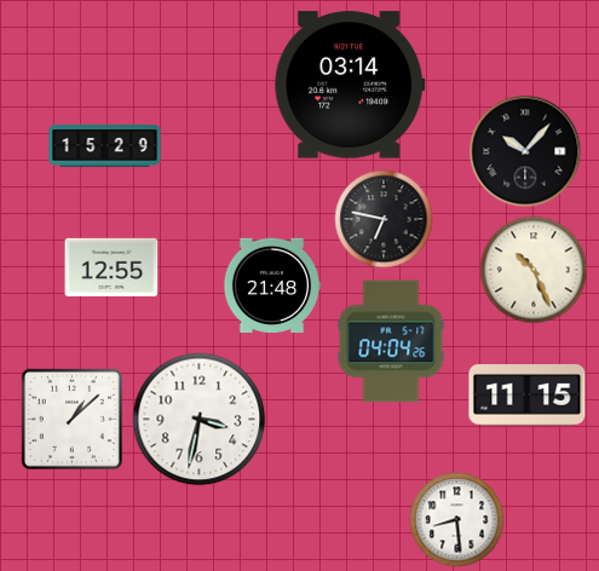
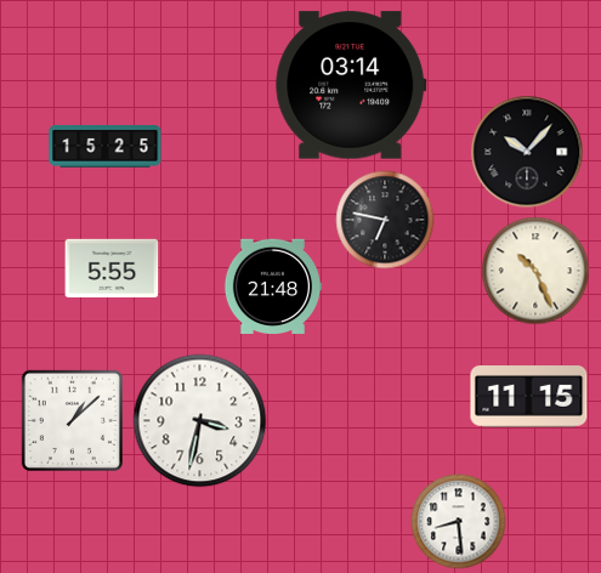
clock at (105, 146): 15:29 -> 15:25
clock at (111, 267): 12:55 -> 5:55
clock at (391, 341): 04:04 -> none
